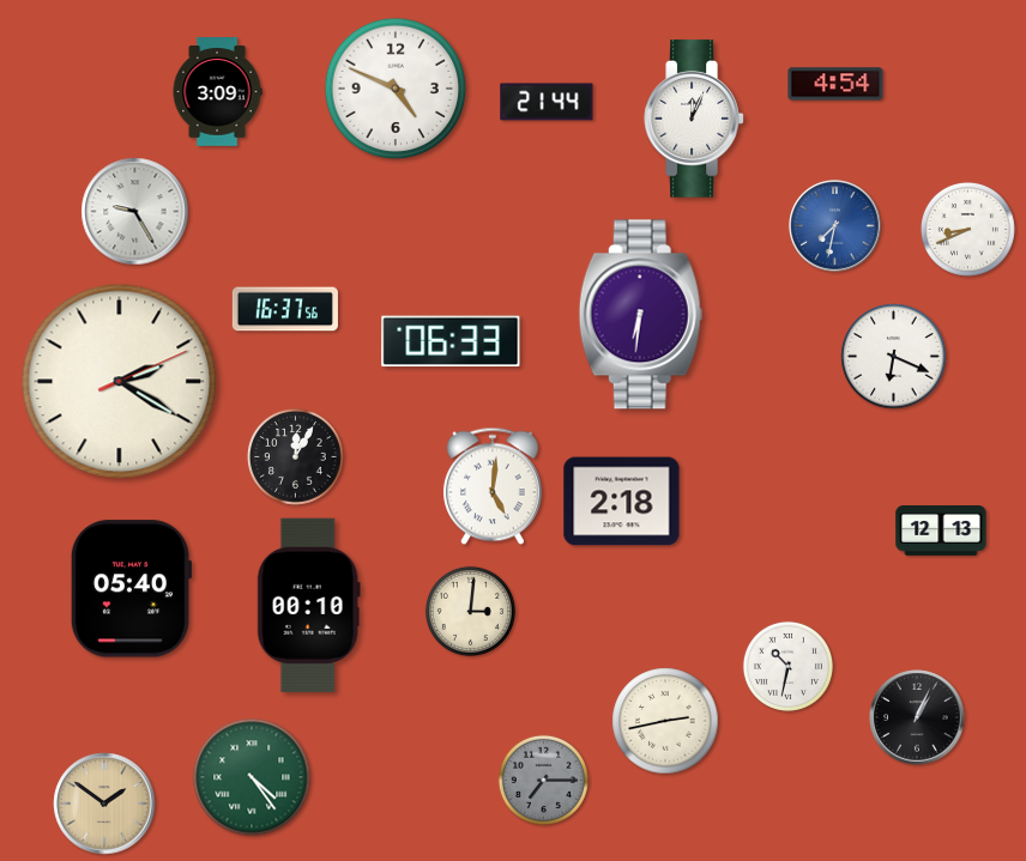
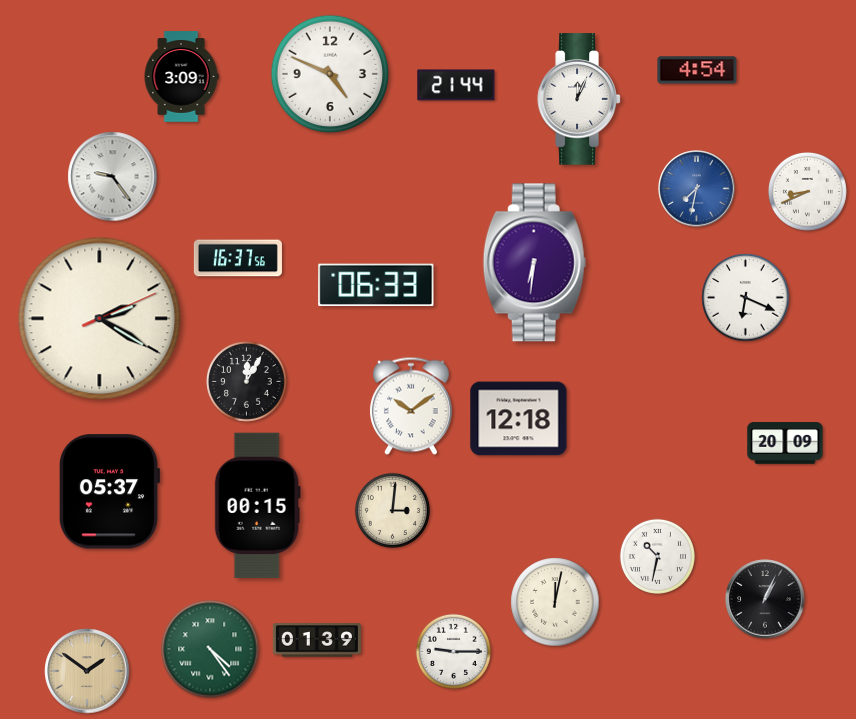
clock at (135, 212): 9:25 -> 9:24
clock at (493, 486): 5:01 -> 10:09
clock at (622, 502): 2:18 -> 12:18
clock at (941, 530): 12:13 -> 20:09
clock at (131, 589): 05:40 -> 05:37
clock at (308, 605): 00:10 -> 00:15
clock at (665, 721): 2:43 -> 12:02
clock at (317, 640): none -> 01:39
clock at (543, 780): 7:15 -> 9:15
clock at (543, 780) dial: grey -> white
